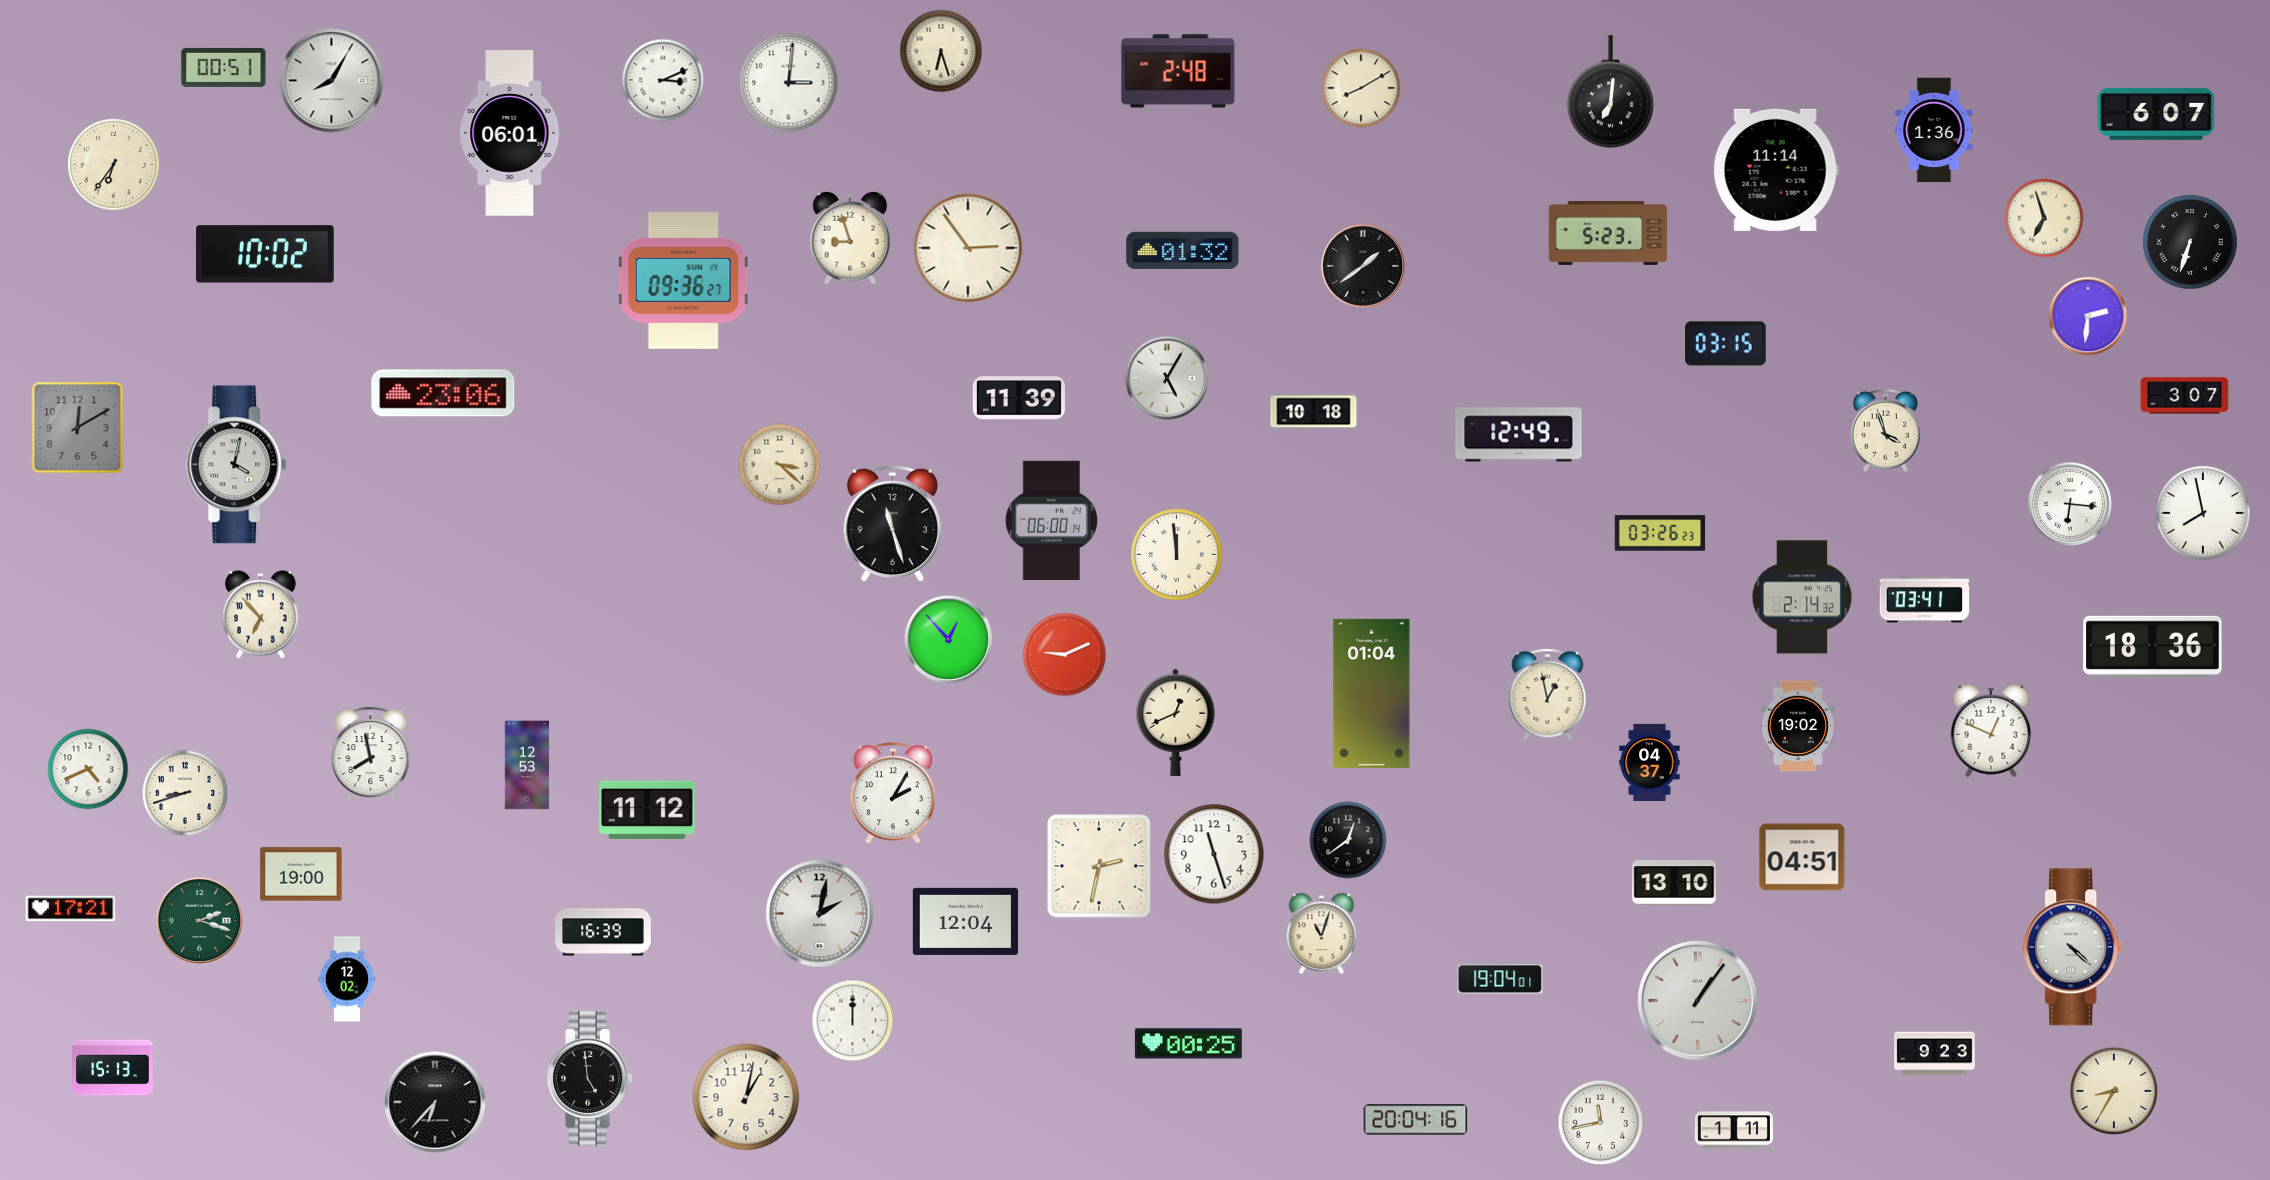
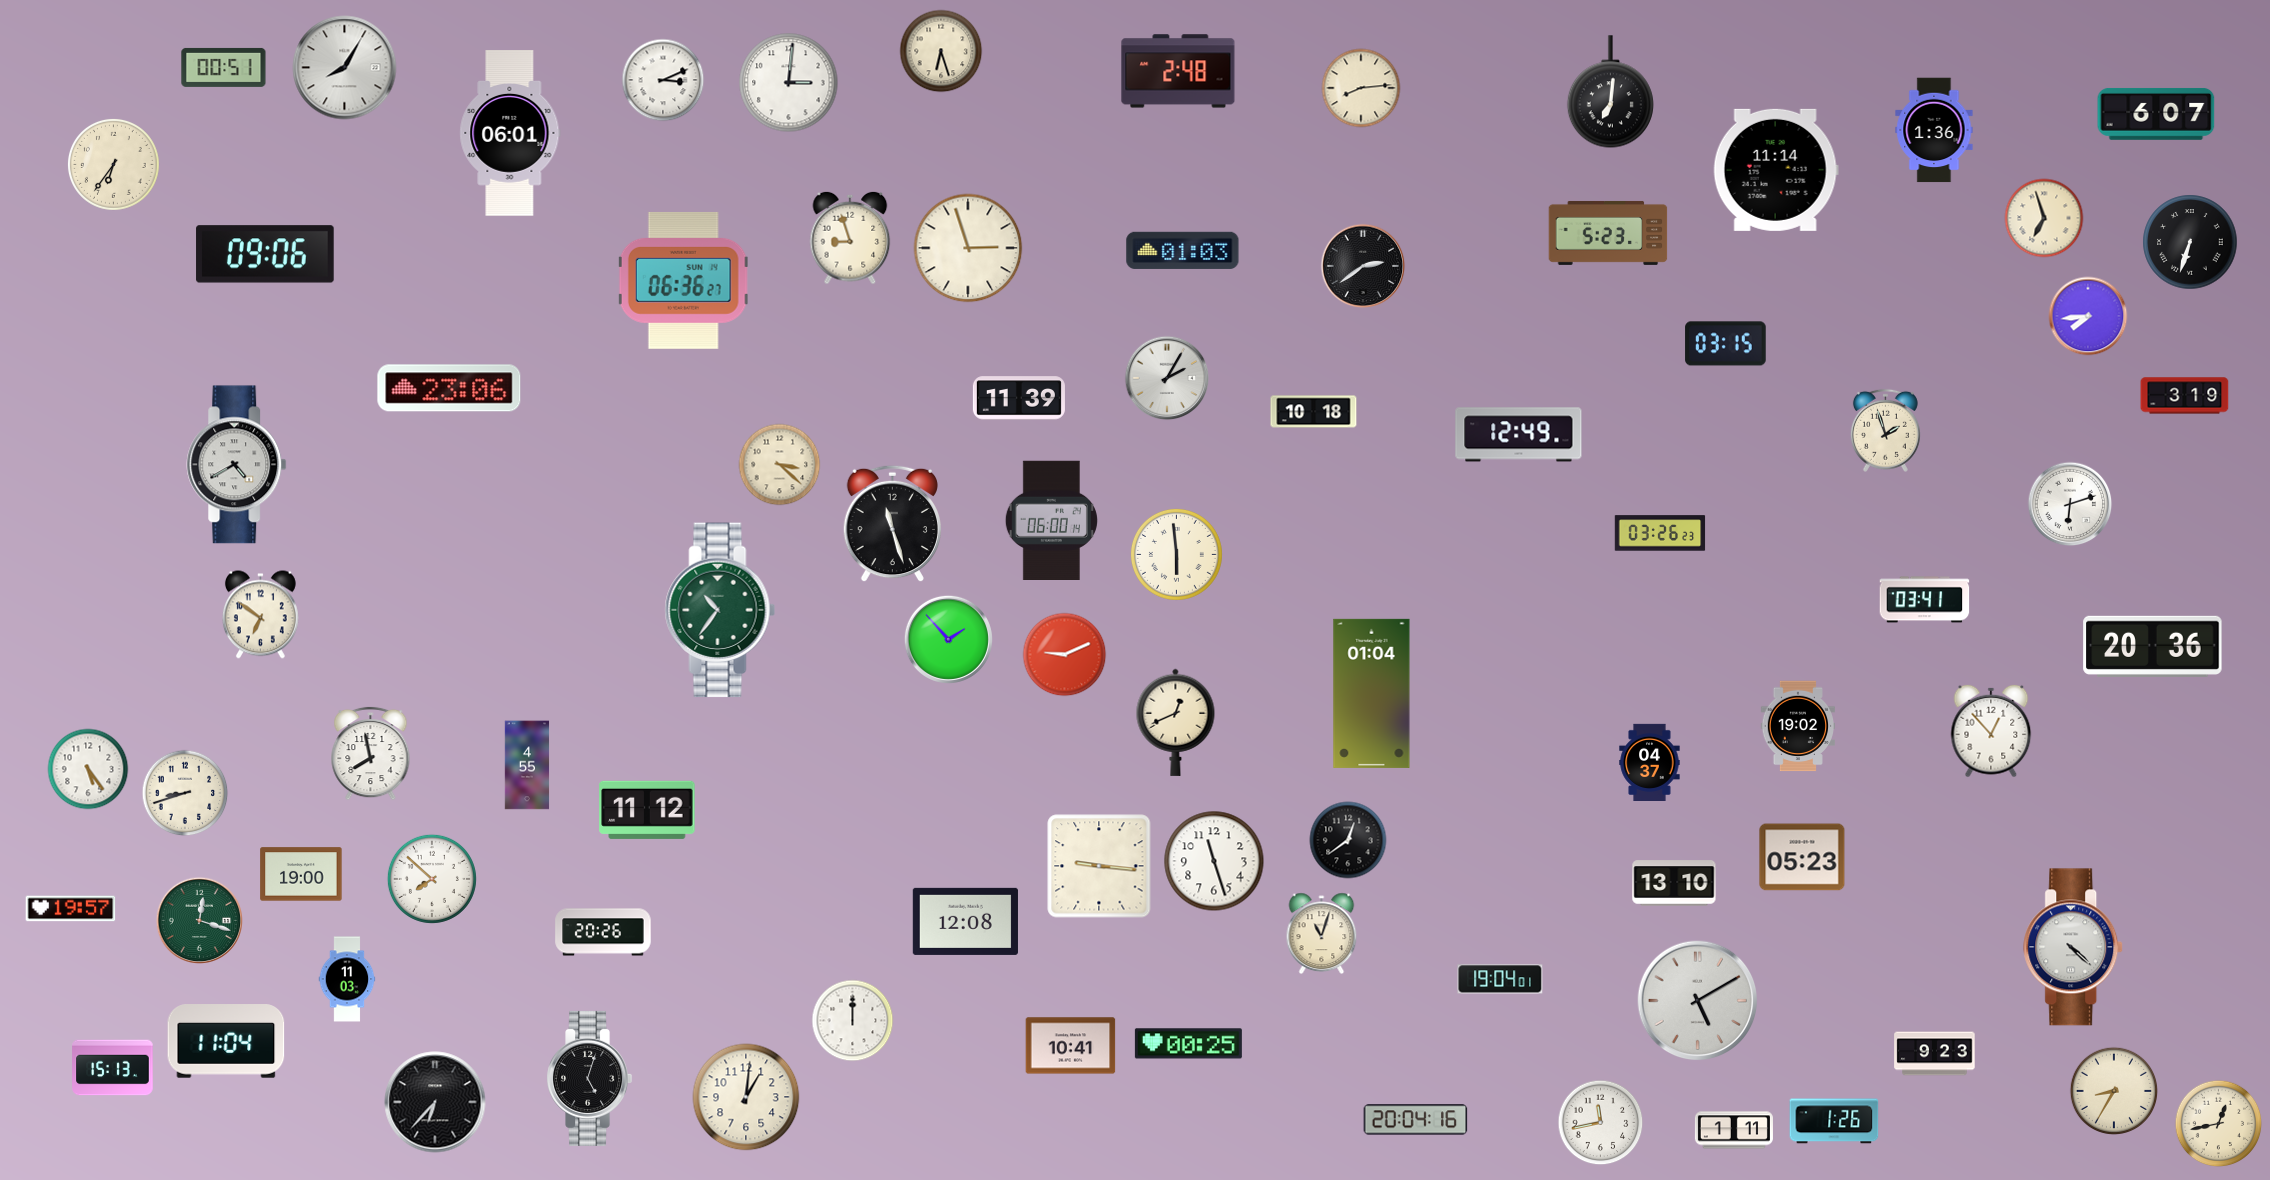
clock at (332, 81) position: (332, 81) -> (345, 68)
clock at (1361, 88): 8:10 -> 8:14
clock at (968, 248): 2:54 -> 2:57
clock at (1183, 250): 01:32 -> 01:03
clock at (265, 254): 10:02 -> 09:06
clock at (1363, 266): 1:39 -> 2:39
clock at (684, 280): 09:36 -> 06:36
clock at (2088, 316): 2:31 -> 7:44
clock at (1167, 378): 5:05 -> 2:05
clock at (443, 393) position: (443, 393) -> (449, 388)
clock at (2185, 396): 3:07 -> 3:19
clock at (78, 428): 12:10 -> none
clock at (1885, 430): 3:57 -> 1:57
clock at (237, 465): 4:02 -> 4:40
clock at (2070, 504): 6:16 -> 6:12
clock at (2203, 513): 7:58 -> none
clock at (1176, 554): 11:59 -> 5:59
clock at (1802, 597): 2:14 -> none
clock at (720, 610): none -> 10:36
clock at (260, 615): 6:53 -> 6:51
clock at (948, 639): 12:53 -> 1:53
clock at (2153, 646): 18:36 -> 20:36
clock at (1548, 695): 12:58 -> none
clock at (1991, 731): 12:49 -> 12:53
clock at (527, 765): 12:53 -> 4:55
clock at (88, 769): 4:41 -> 5:24
clock at (893, 793): 2:05 -> none
clock at (1214, 854) position: (1214, 854) -> (1214, 861)
clock at (1802, 857): 04:51 -> 05:23
clock at (1099, 866): 2:32 -> 9:16
clock at (432, 879): none -> 7:52
clock at (71, 909): 17:21 -> 19:57
clock at (820, 914): 2:02 -> none
clock at (199, 920): 2:18 -> 12:18
clock at (965, 921): 12:04 -> 12:08
clock at (603, 932): 16:39 -> 20:26
clock at (347, 979): 12:02 -> 11:03
clock at (1698, 1001): 1:06 -> 5:10
clock at (226, 1041): none -> 11:04
clock at (1071, 1046): none -> 10:41
clock at (590, 1078): 4:59 -> 5:03
clock at (746, 1097): 1:02 -> 1:01
clock at (1834, 1121): none -> 1:26
clock at (2219, 1124): none -> 12:43
